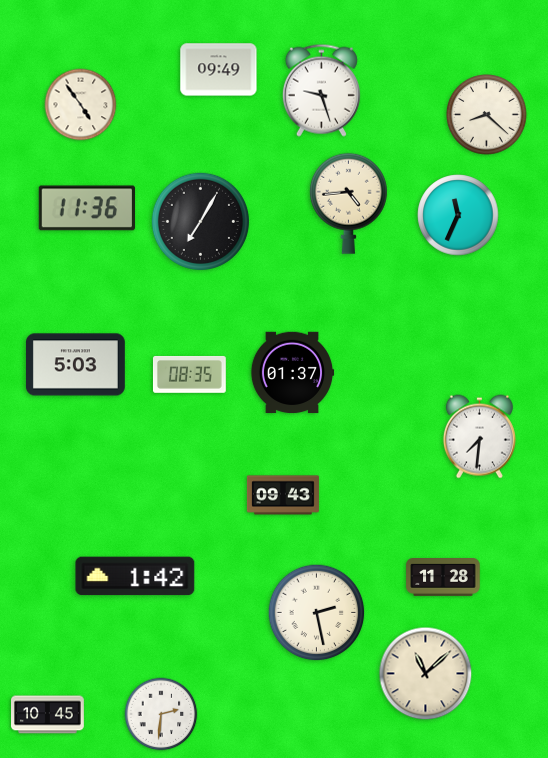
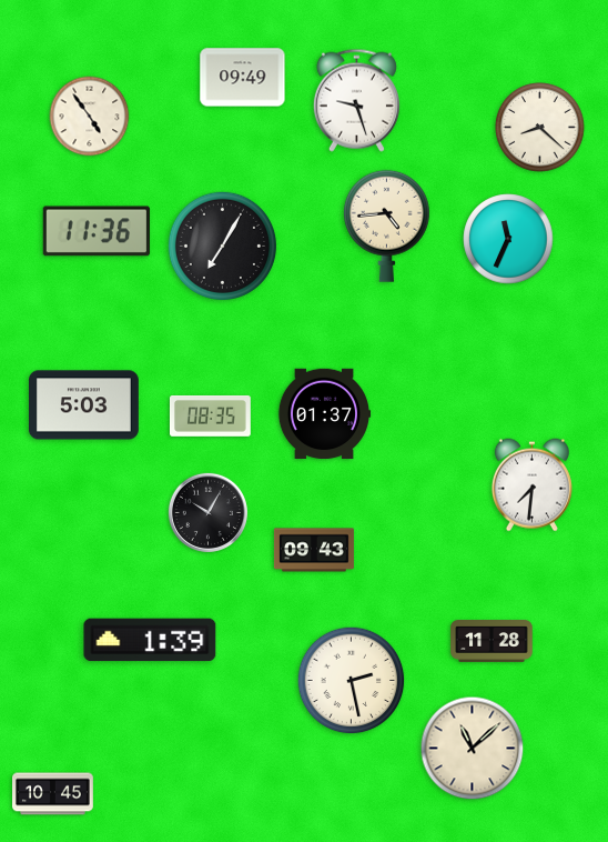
clock at (207, 512): none -> 10:05
clock at (135, 576): 1:42 -> 1:39
clock at (161, 714): 2:31 -> none
